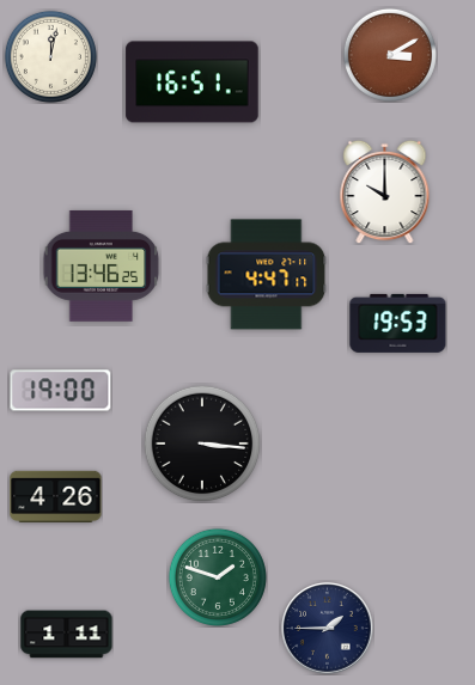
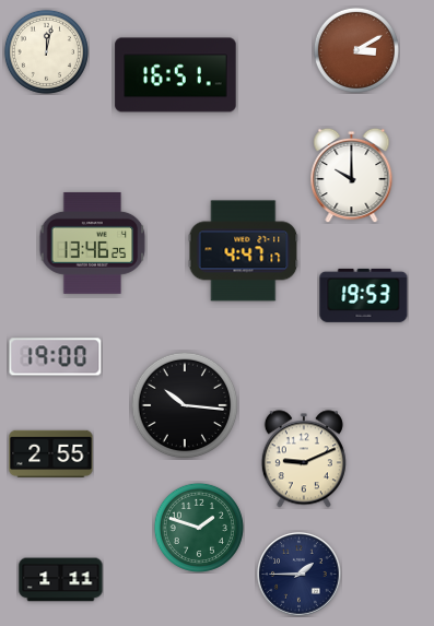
clock at (202, 444): 3:16 -> 10:16
clock at (56, 497): 4:26 -> 2:55
clock at (304, 459): none -> 9:11
